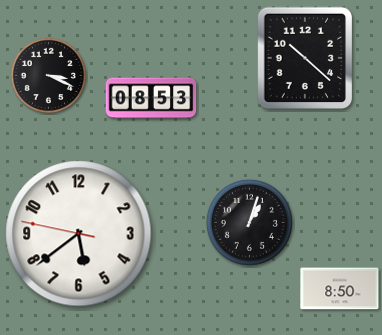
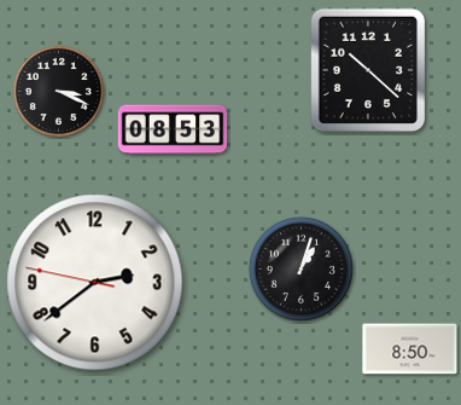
clock at (151, 98) position: (151, 98) -> (173, 129)
clock at (79, 234): 5:38 -> 2:38
